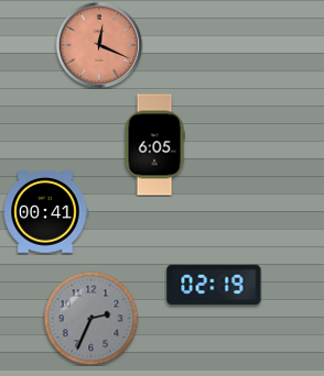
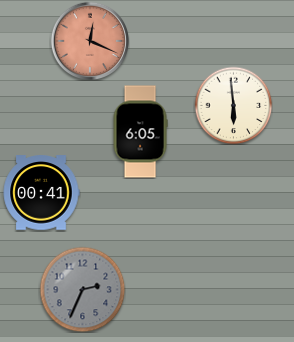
clock at (233, 105): none -> 5:59
clock at (214, 285): 02:19 -> none
